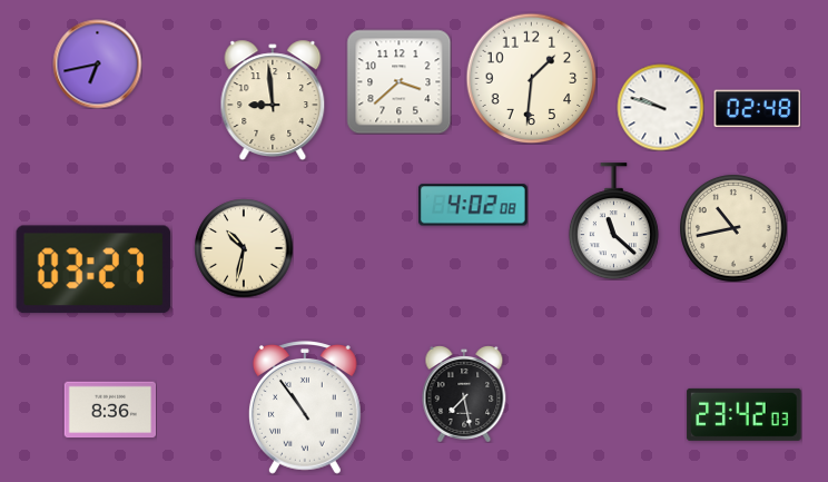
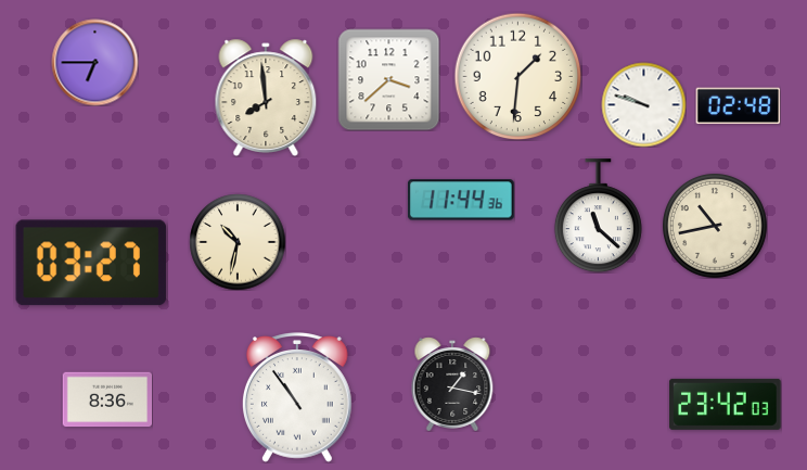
clock at (97, 63): 6:43 -> 6:45
clock at (273, 100): 8:59 -> 7:59
clock at (473, 205): 4:02 -> 11:44
clock at (733, 228) position: (733, 228) -> (715, 226)
clock at (464, 394): 7:28 -> 1:17
